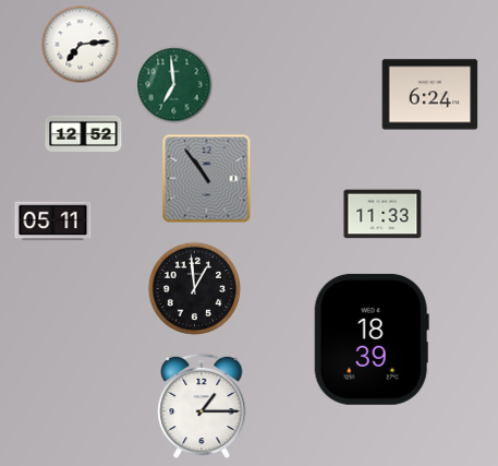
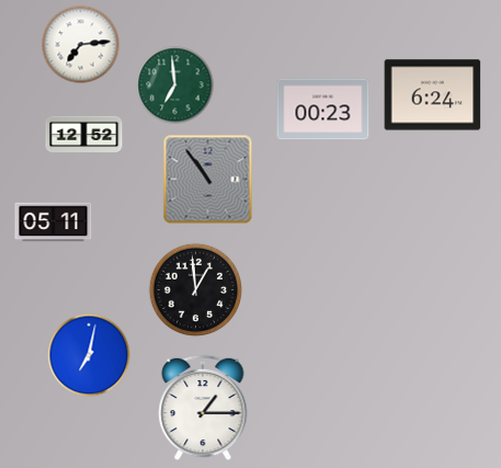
clock at (323, 110): none -> 00:23
clock at (382, 214): 11:33 -> none
clock at (372, 339): 18:39 -> none
clock at (89, 355): none -> 7:02
